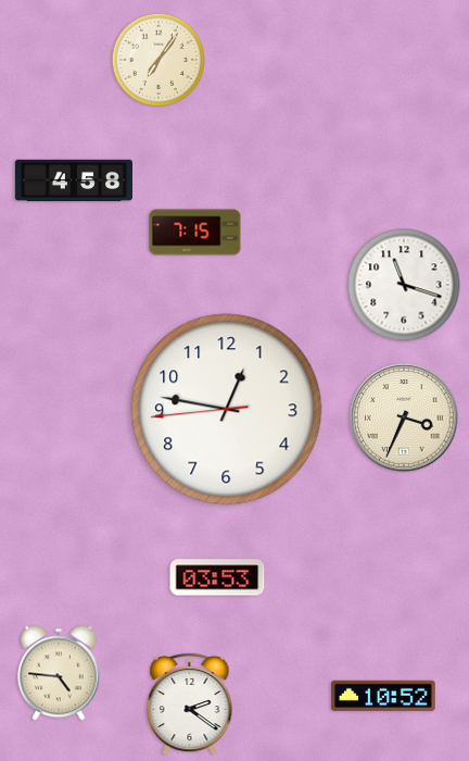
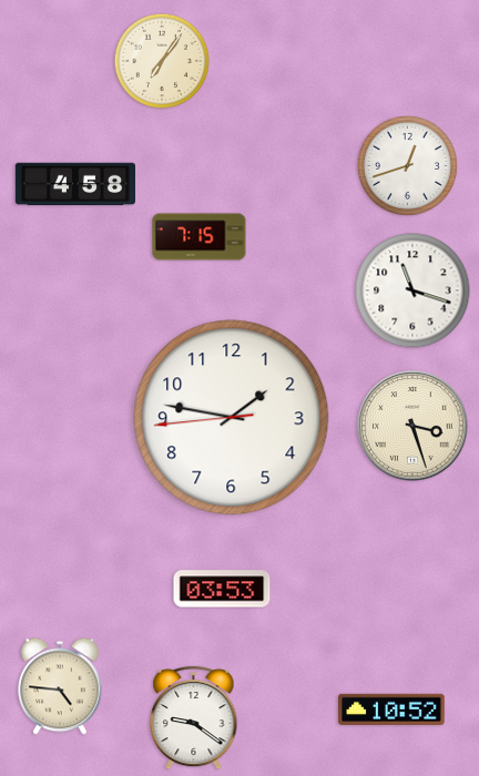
clock at (407, 165): none -> 12:42
clock at (227, 410): 12:46 -> 1:46
clock at (404, 417): 3:34 -> 3:27
clock at (190, 703): 2:21 -> 9:21
